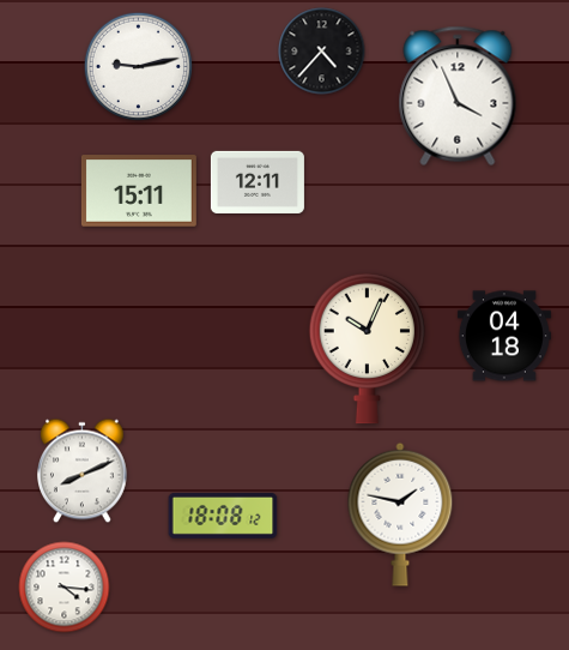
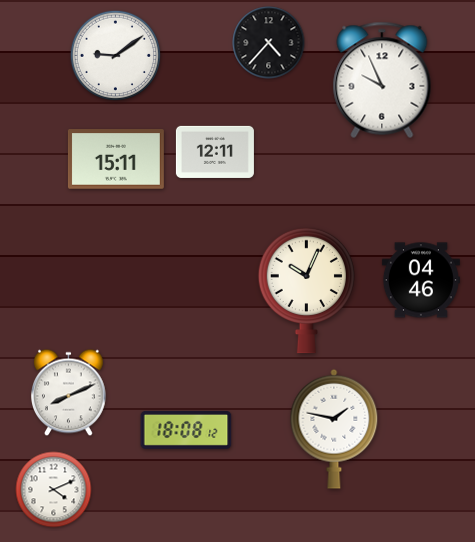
clock at (139, 67): 9:13 -> 9:09
clock at (458, 96): 3:56 -> 9:56
clock at (504, 336): 04:18 -> 04:46
clock at (65, 588): 4:16 -> 4:11
